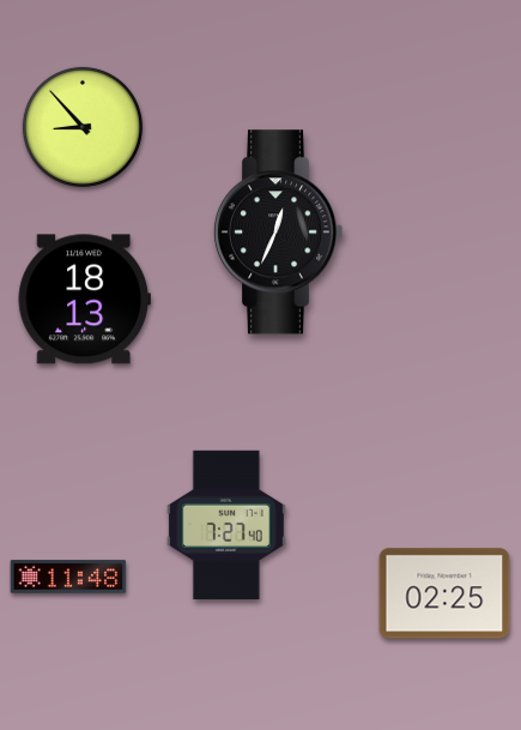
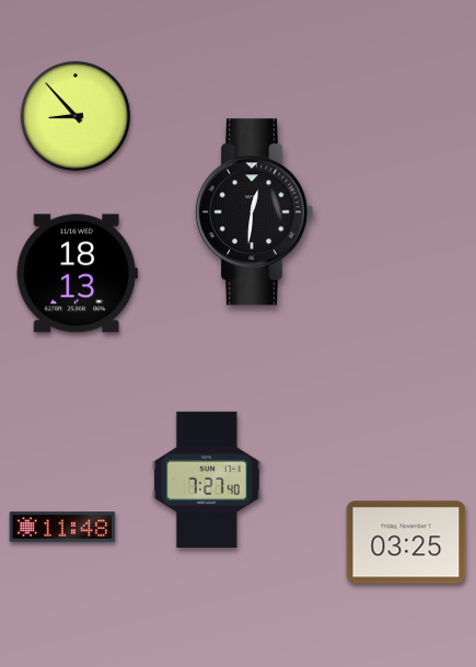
clock at (278, 233): 12:34 -> 12:31
clock at (444, 593): 02:25 -> 03:25
